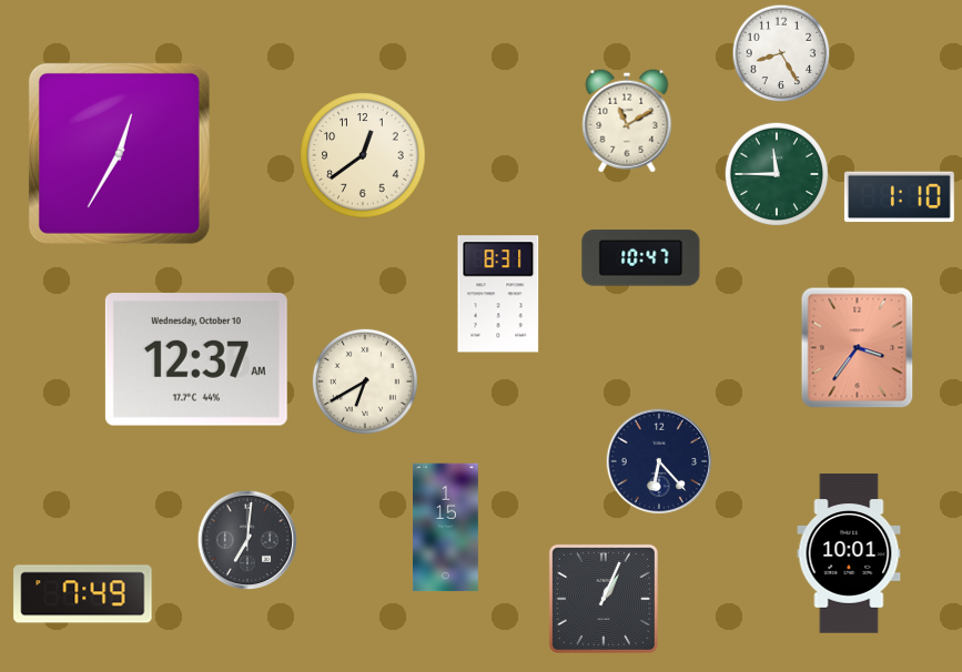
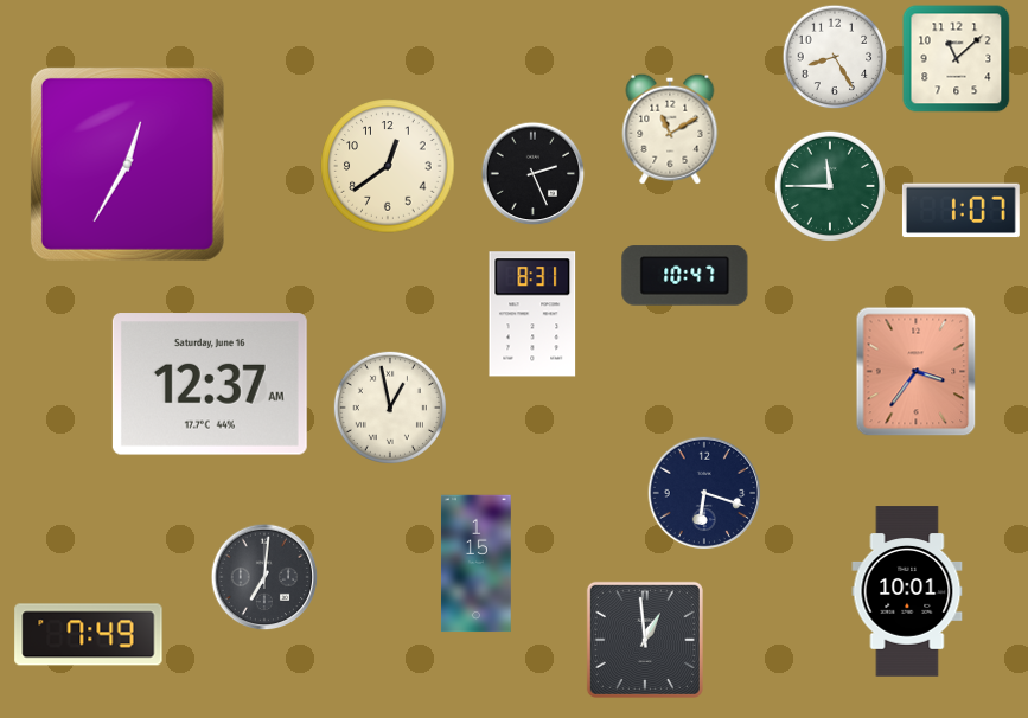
clock at (957, 59): none -> 11:08
clock at (534, 174): none -> 2:26
clock at (899, 197): 1:10 -> 1:07
clock at (196, 359) date: Wednesday, October 10 -> Saturday, June 16
clock at (365, 381): 6:40 -> 12:58
clock at (659, 461): 6:23 -> 6:18
clock at (604, 599): 1:04 -> 12:59
